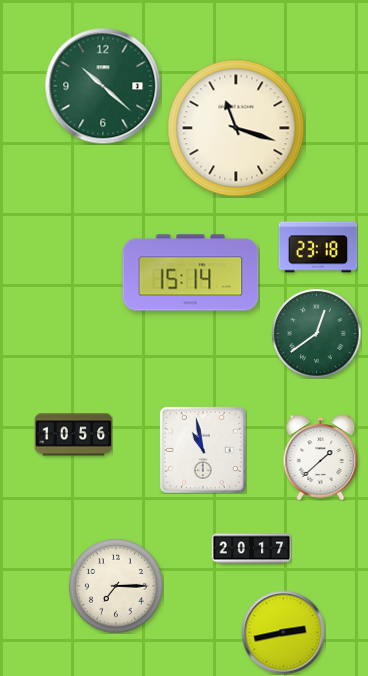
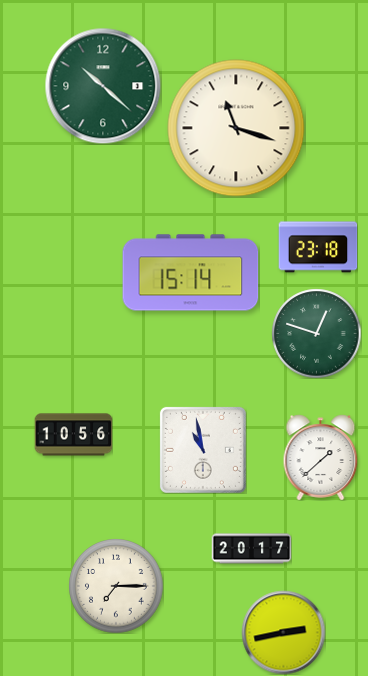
clock at (316, 333): 12:39 -> 12:48
